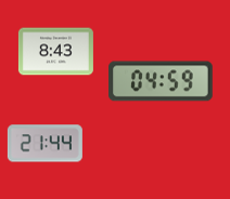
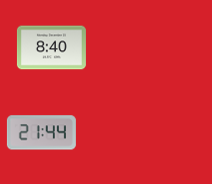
clock at (55, 52): 8:43 -> 8:40
clock at (161, 81): 04:59 -> none
